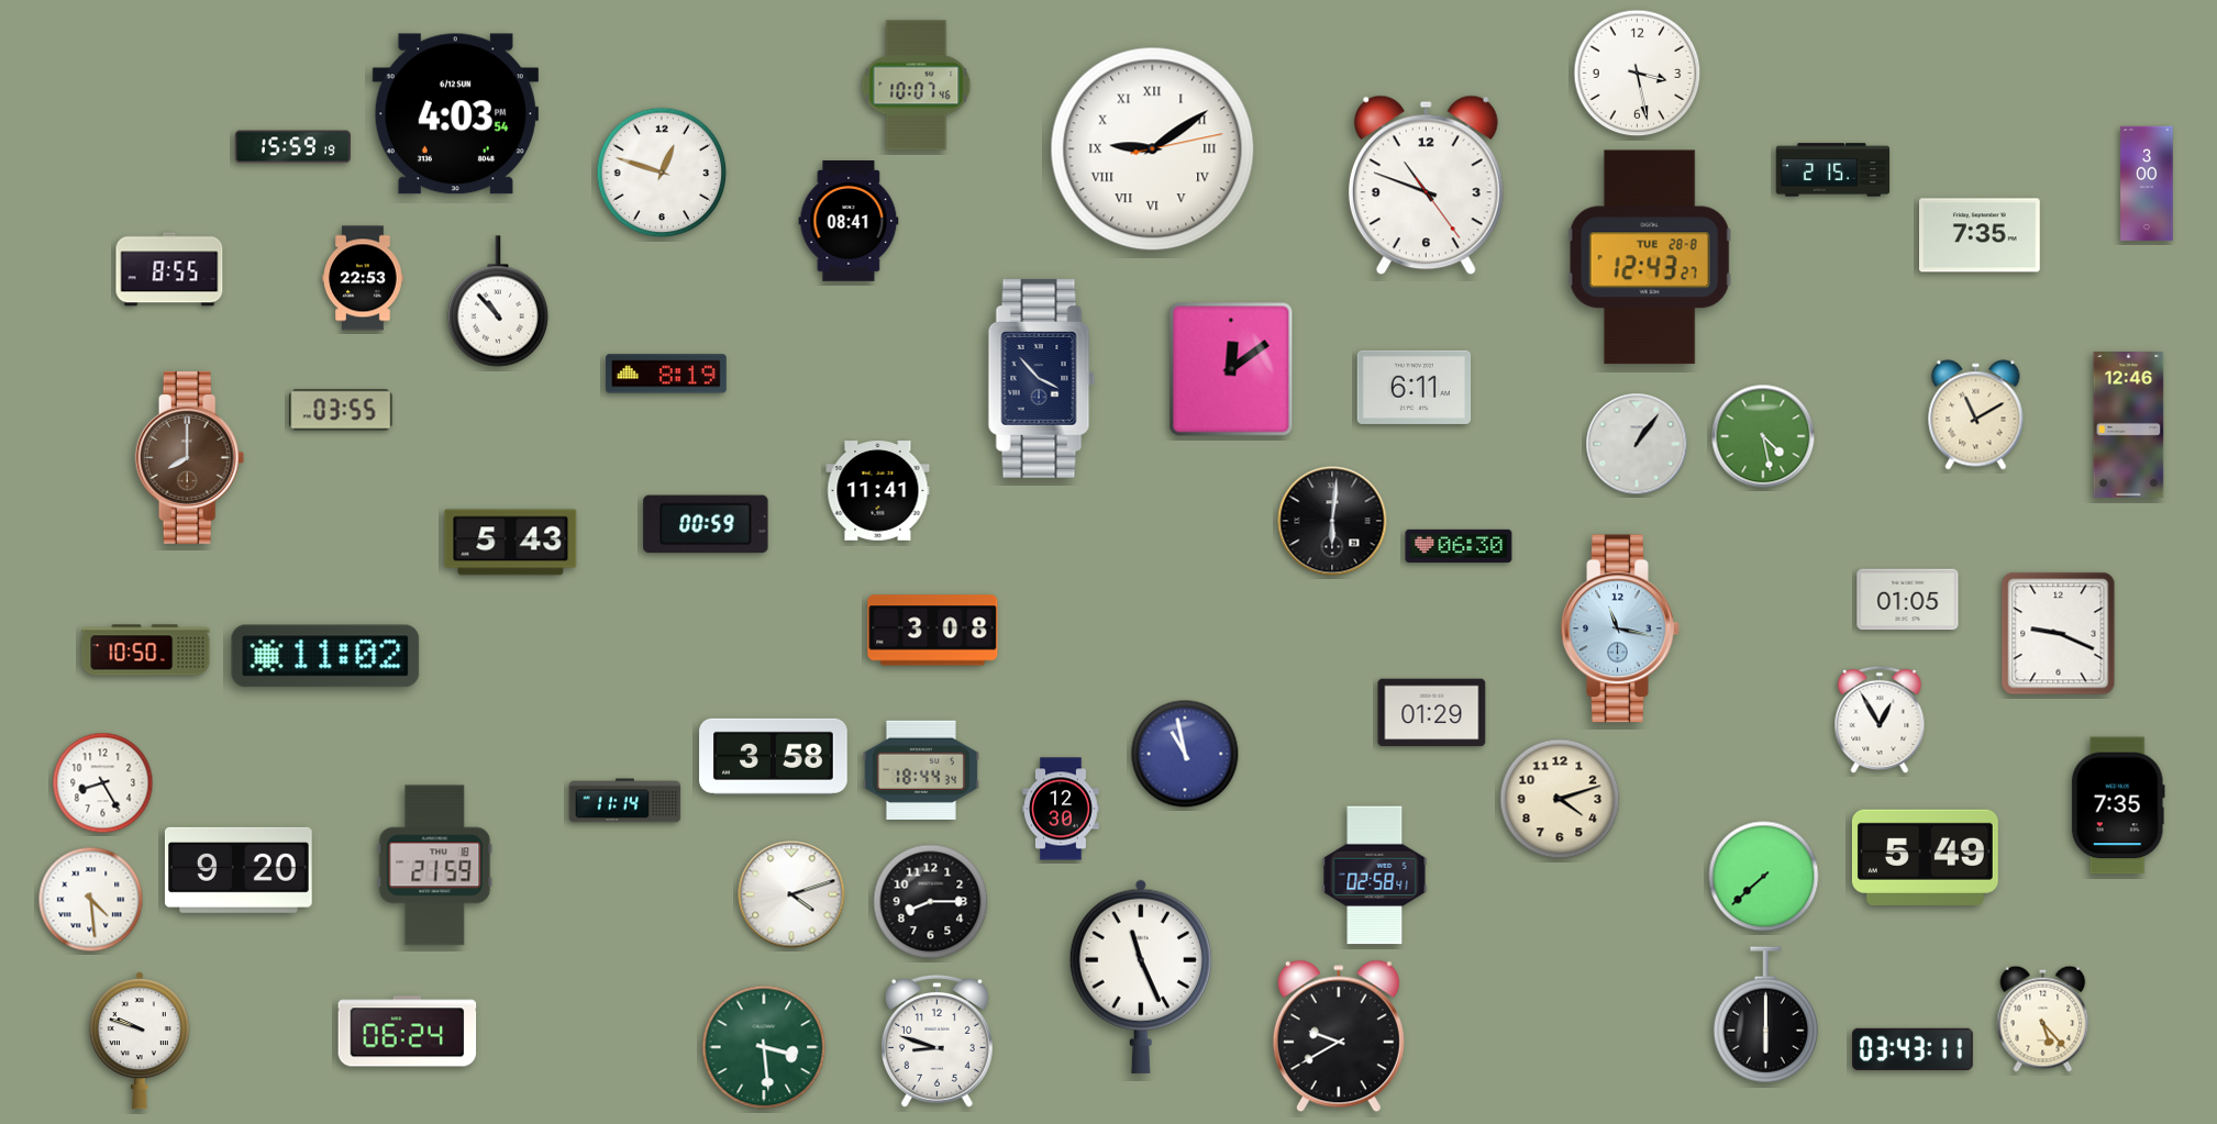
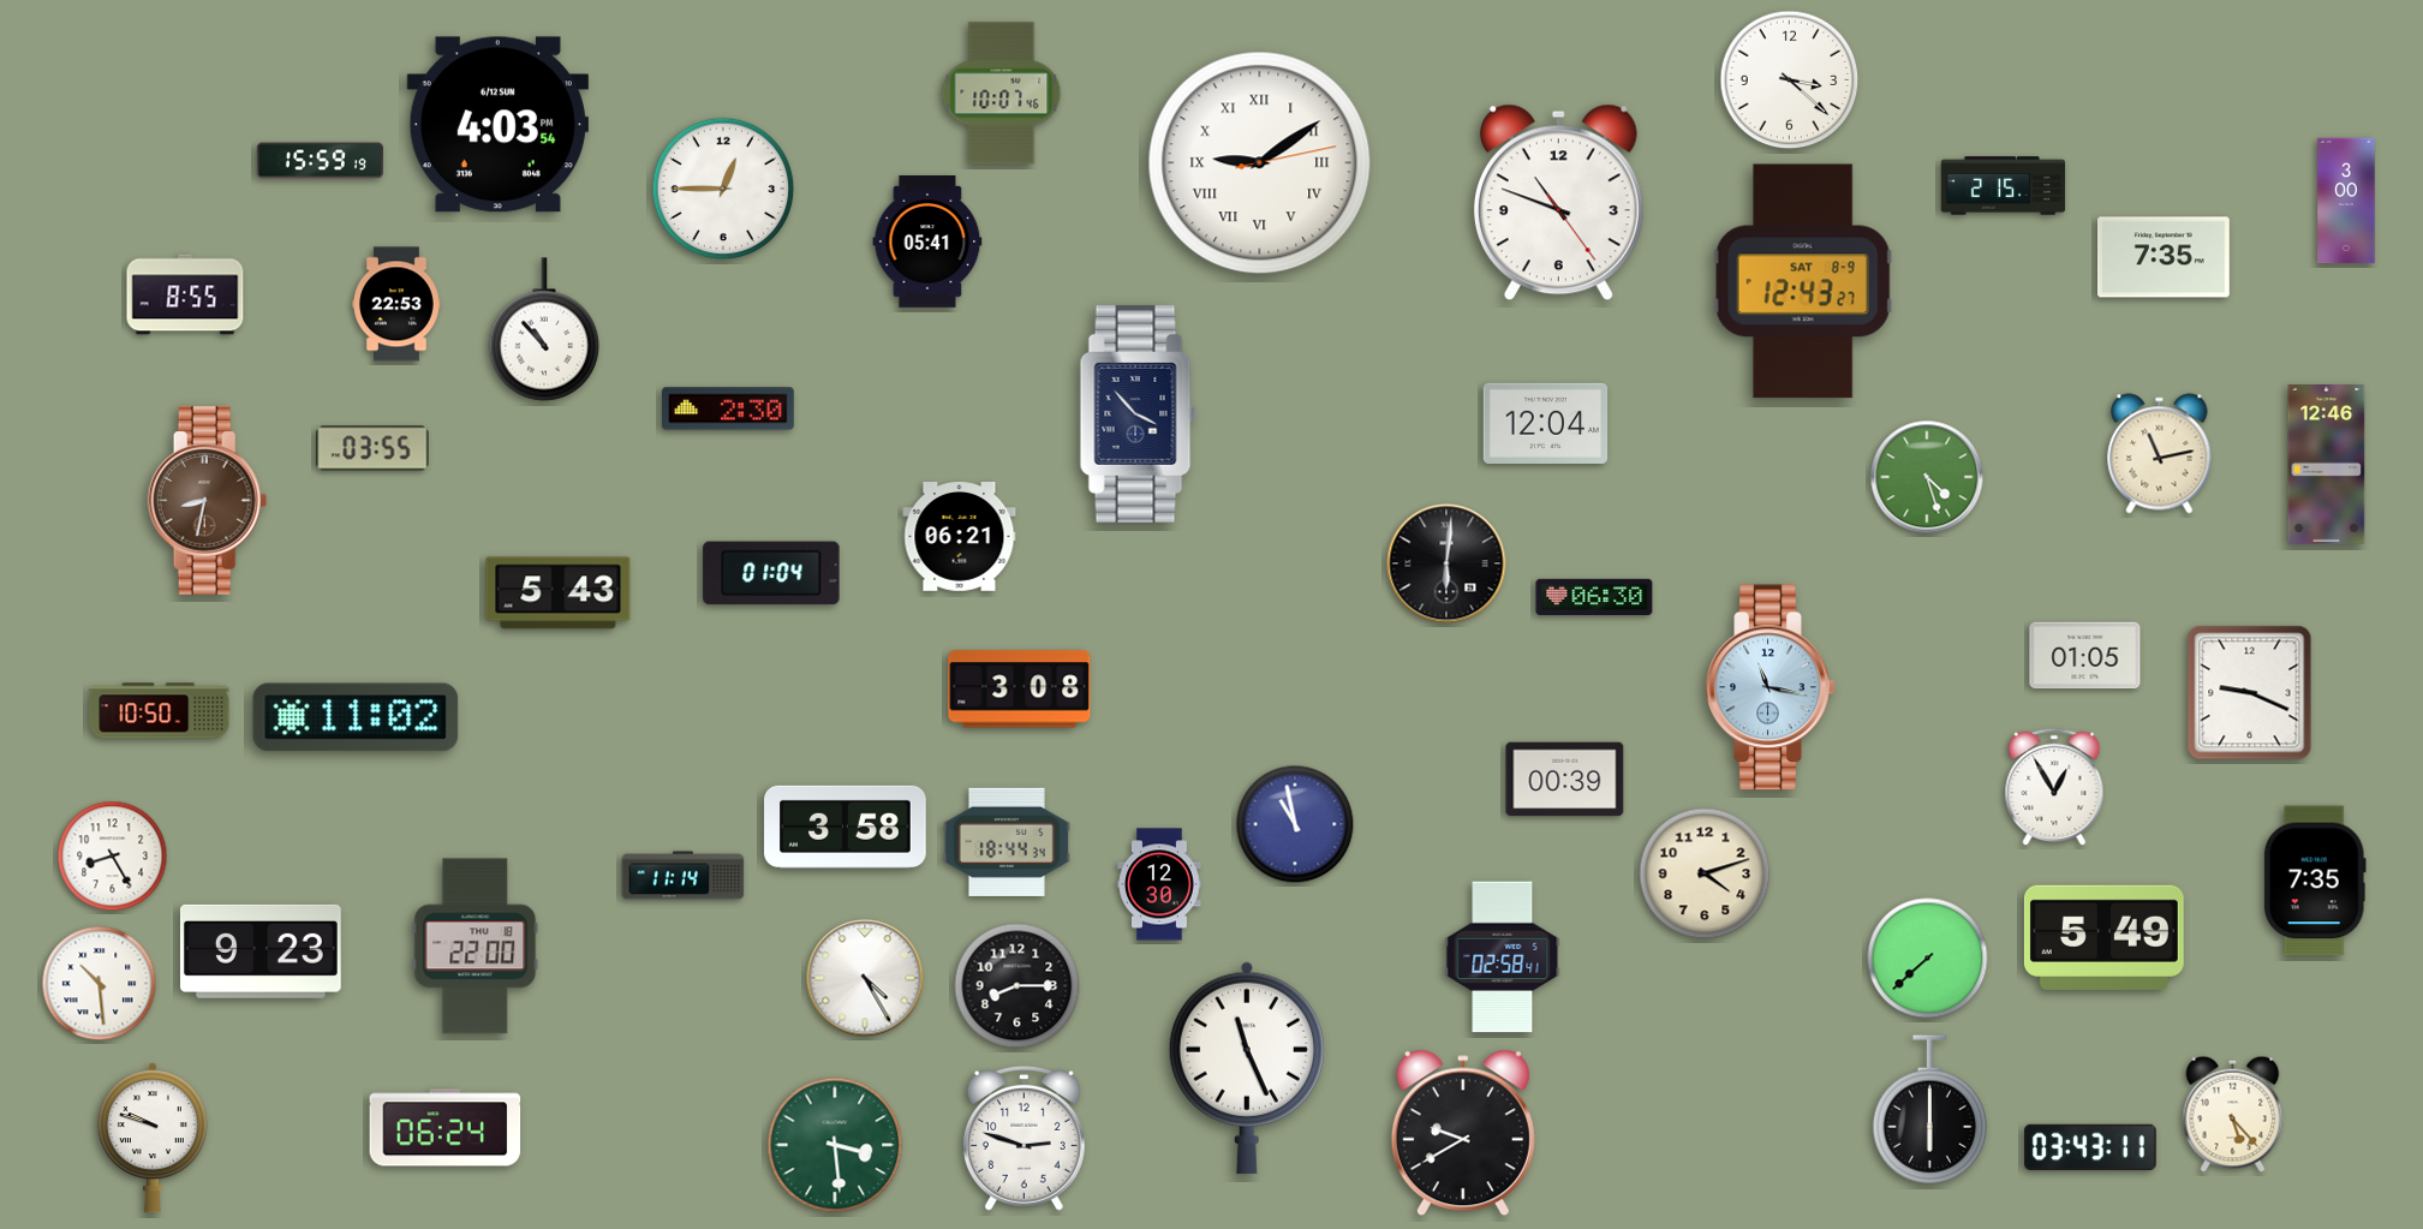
clock at (1638, 74): 3:28 -> 3:22
clock at (662, 173): 12:48 -> 12:45
clock at (849, 221): 08:41 -> 05:41
clock at (1650, 257) date: TUE 28-8 -> SAT 8-9
clock at (1231, 369): 12:09 -> none
clock at (666, 374): 8:19 -> 2:30
clock at (1415, 387): 6:11 -> 12:04
clock at (1976, 415): 11:10 -> 11:13
clock at (1763, 436): 4:28 -> 4:27
clock at (1637, 444): 1:06 -> none
clock at (190, 457): 8:00 -> 8:32
clock at (878, 491): 11:41 -> 06:21
clock at (1332, 521) position: (1332, 521) -> (1446, 563)
clock at (706, 524): 00:59 -> 01:04
clock at (1432, 713): 01:29 -> 00:39
clock at (435, 866): 21:59 -> 22:00
clock at (239, 870): 9:20 -> 9:23
clock at (791, 894): 4:12 -> 4:25
clock at (91, 900): 4:29 -> 10:29
clock at (936, 1040): 8:48 -> 2:48
